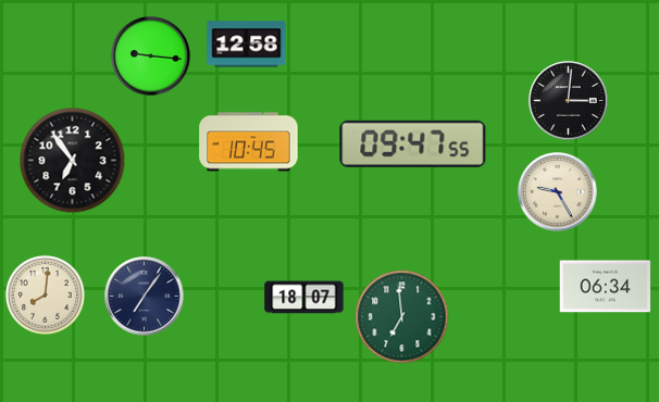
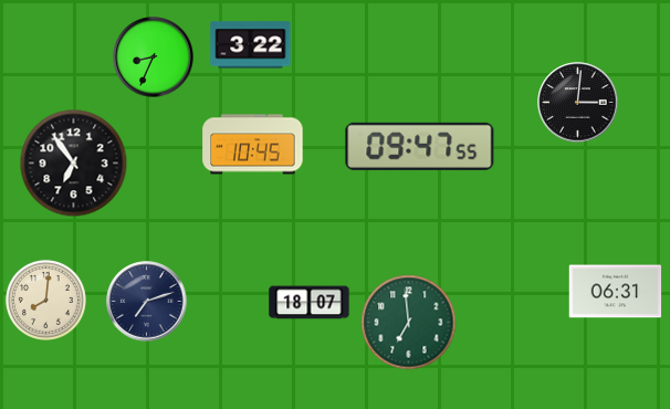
clock at (247, 45): 12:58 -> 3:22
clock at (151, 56): 9:16 -> 8:34
clock at (558, 192): 9:25 -> none
clock at (606, 287): 06:34 -> 06:31
clock at (145, 297): 7:06 -> 7:12
